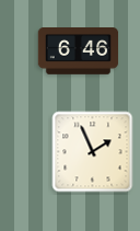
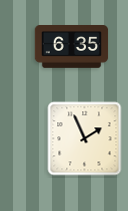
clock at (79, 51): 6:46 -> 6:35
